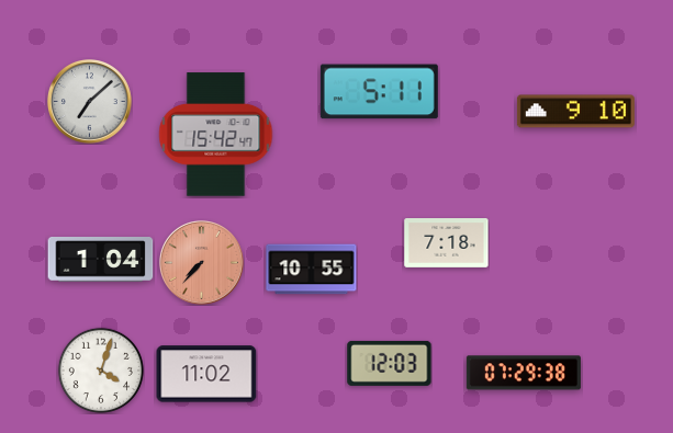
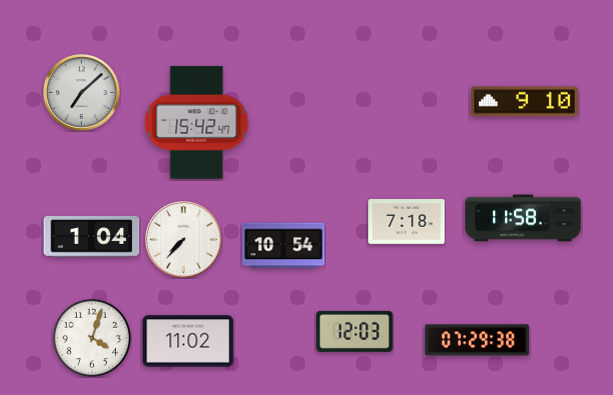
clock at (379, 92): 5:11 -> none
clock at (523, 218): none -> 11:58
clock at (202, 263) dial: salmon -> white
clock at (312, 270): 10:55 -> 10:54
